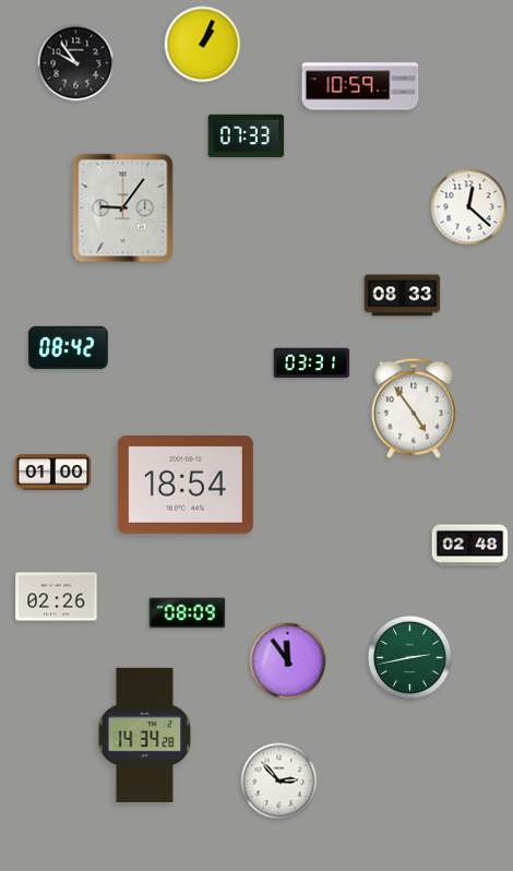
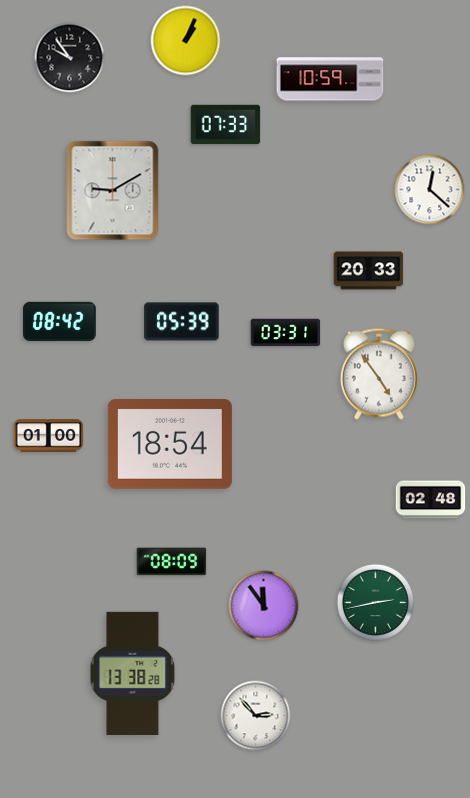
clock at (123, 208): 9:06 -> 9:10
clock at (403, 296): 08:33 -> 20:33
clock at (69, 348) position: (69, 348) -> (60, 322)
clock at (182, 322): none -> 05:39
clock at (53, 473) position: (53, 473) -> (49, 436)
clock at (57, 597): 02:26 -> none
clock at (145, 735): 14:34 -> 13:38
